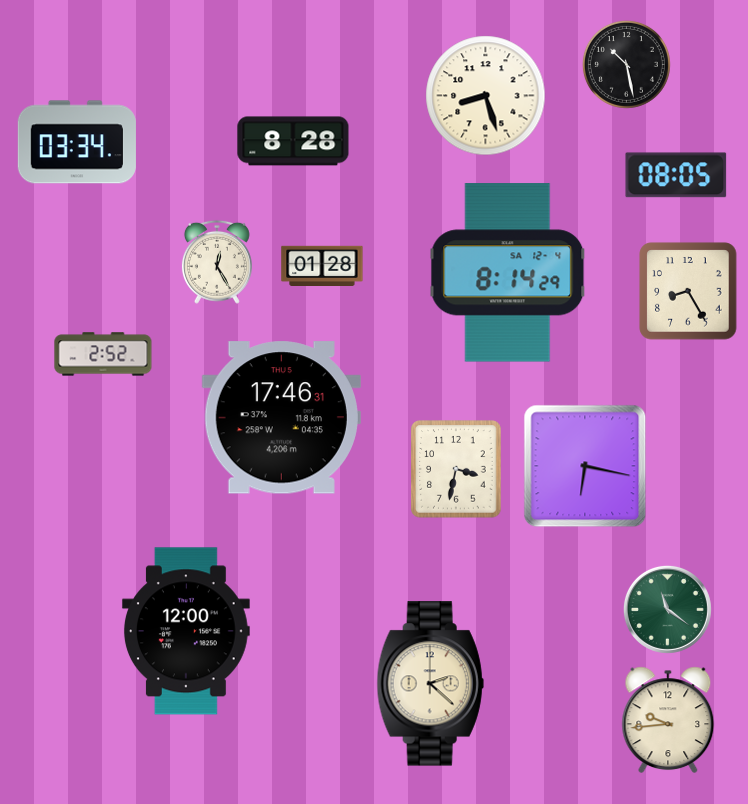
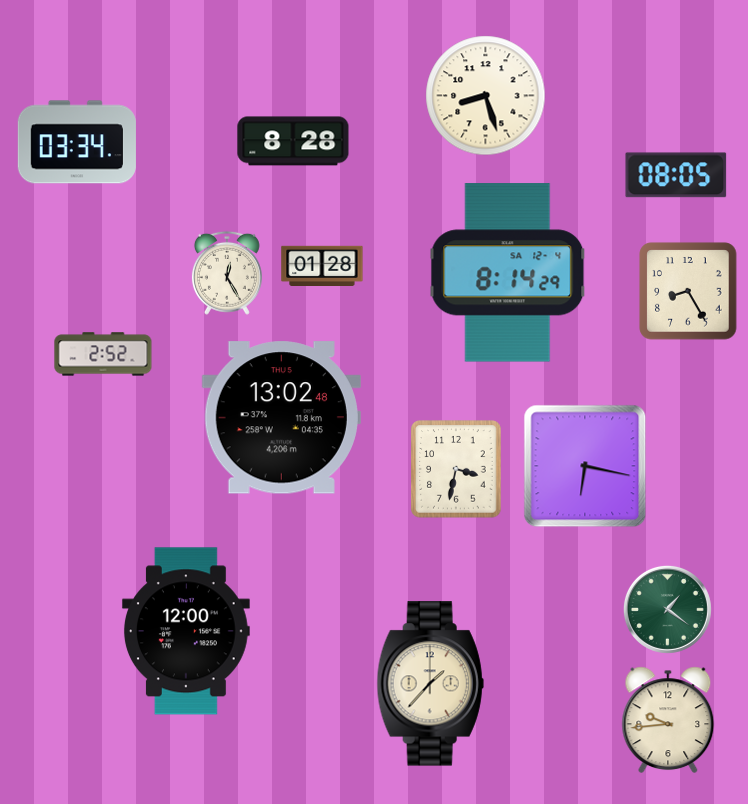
clock at (626, 64): 10:28 -> none
clock at (217, 262) position: (217, 262) -> (227, 273)
clock at (281, 418): 17:46 -> 13:02
clock at (667, 609): 11:21 -> 1:21
clock at (430, 684): 2:22 -> 1:37
